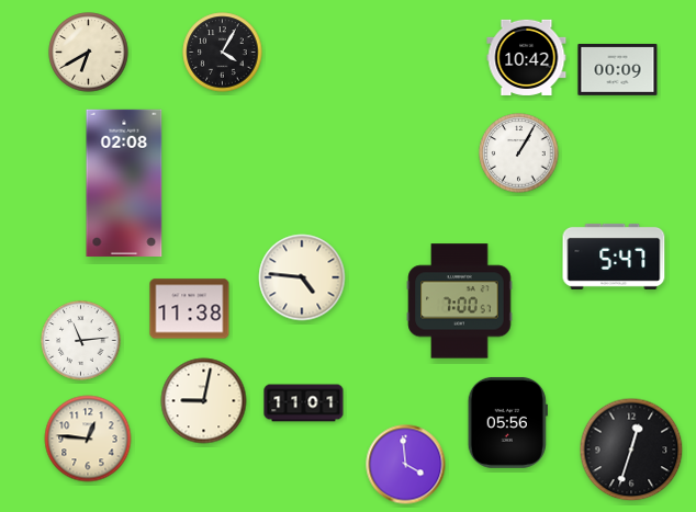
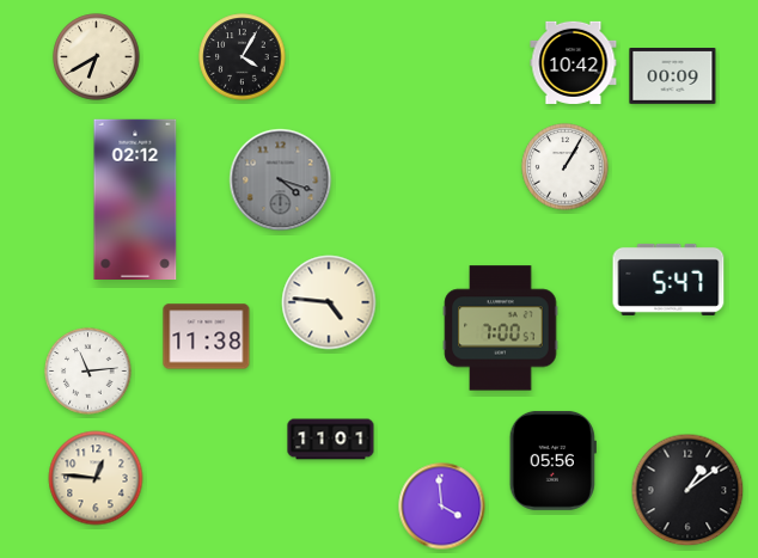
clock at (281, 180): none -> 4:18
clock at (124, 182): 02:08 -> 02:12
clock at (204, 401): 9:02 -> none
clock at (631, 450): 12:33 -> 1:09
